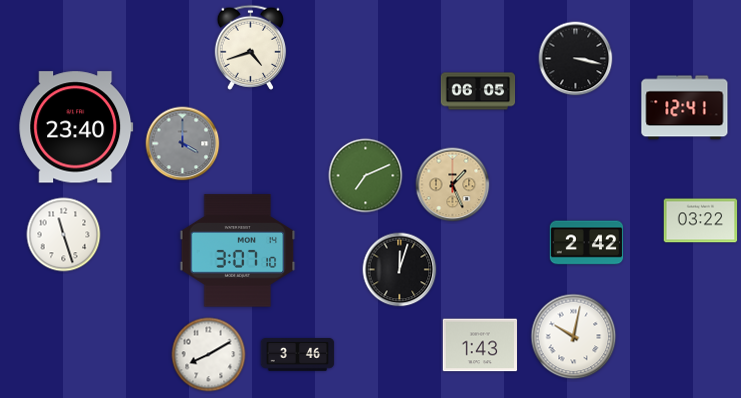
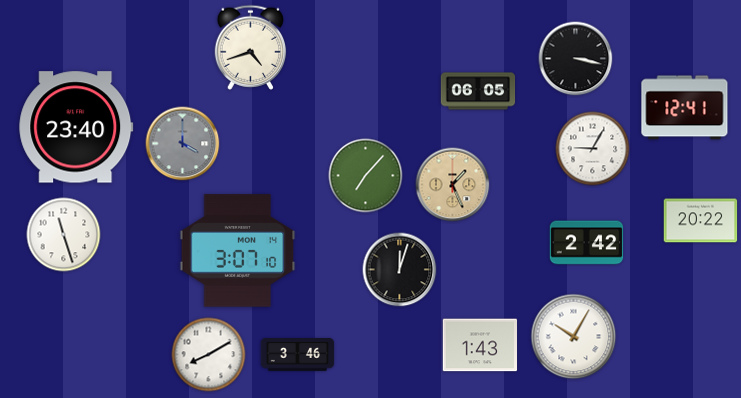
clock at (593, 149): none -> 9:05
clock at (366, 176): 7:11 -> 7:07
clock at (701, 221): 03:22 -> 20:22
clock at (574, 337): 10:02 -> 10:05
